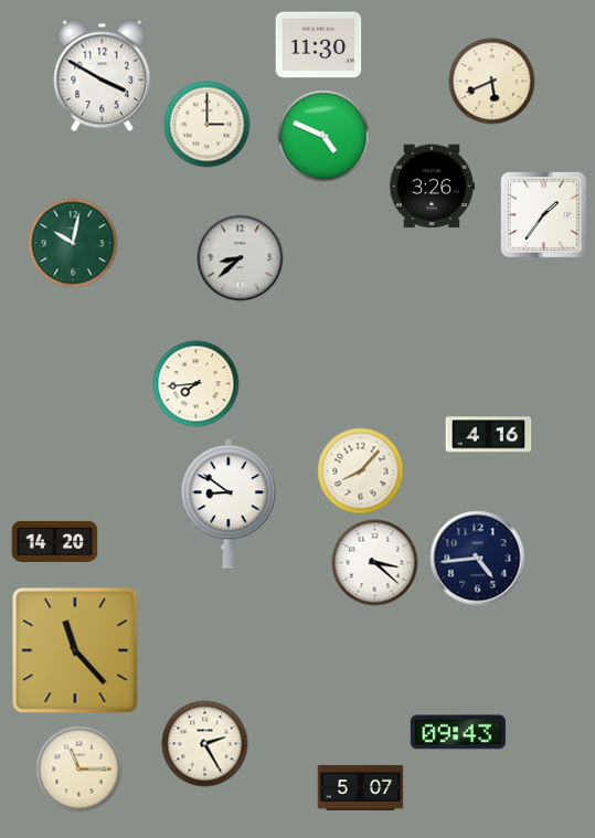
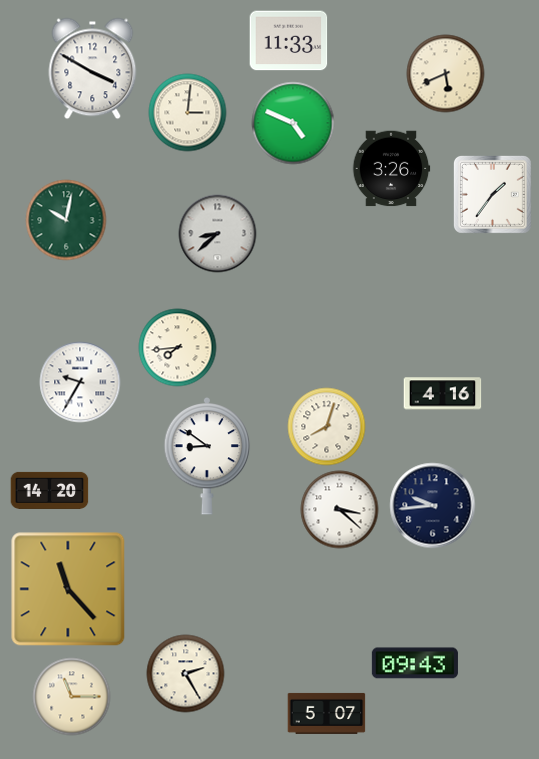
clock at (318, 45): 11:30 -> 11:33
clock at (206, 124): 3:00 -> 3:01
clock at (80, 382): none -> 9:35
clock at (360, 470): 8:07 -> 8:03
clock at (477, 558): 4:44 -> 9:44
